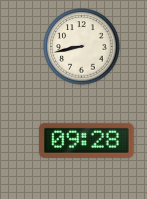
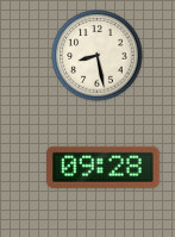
clock at (82, 47): 8:43 -> 8:28
